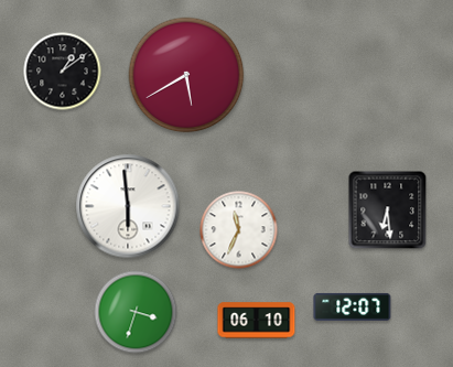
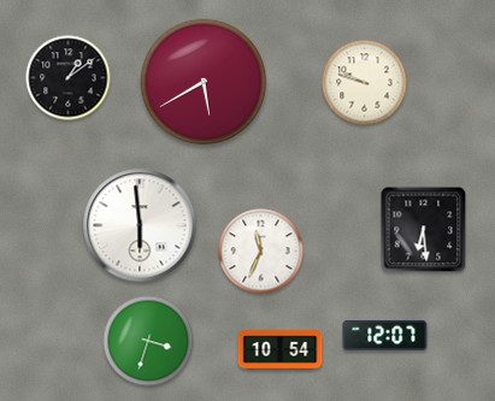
clock at (365, 83): none -> 9:48
clock at (257, 321): 06:10 -> 10:54
